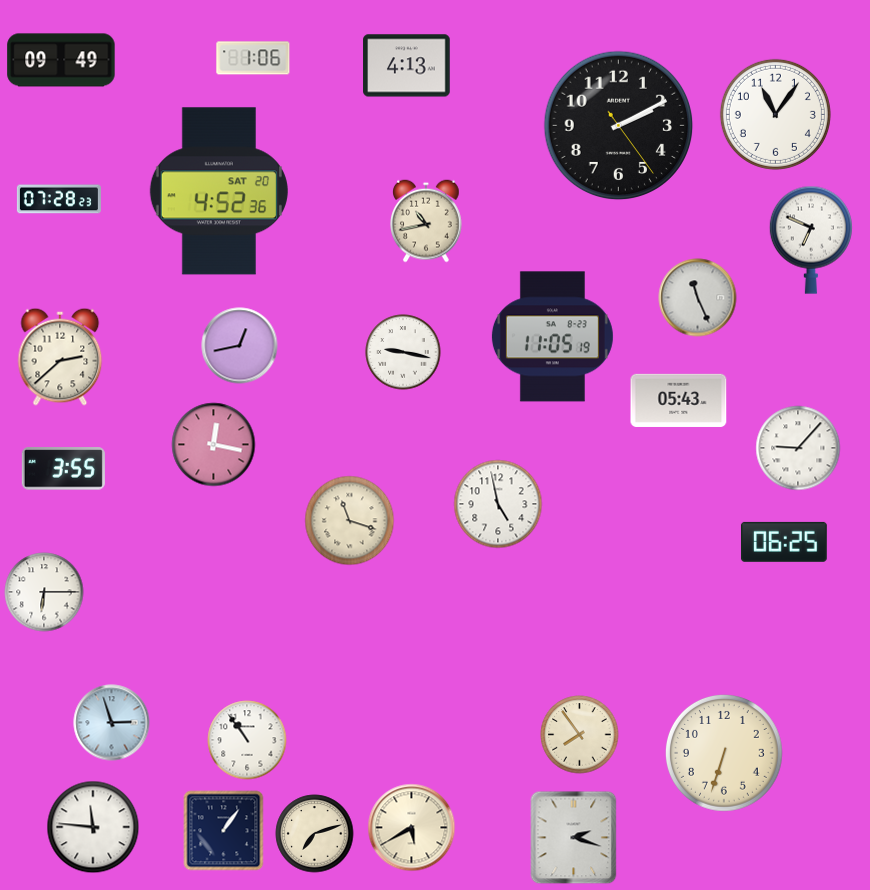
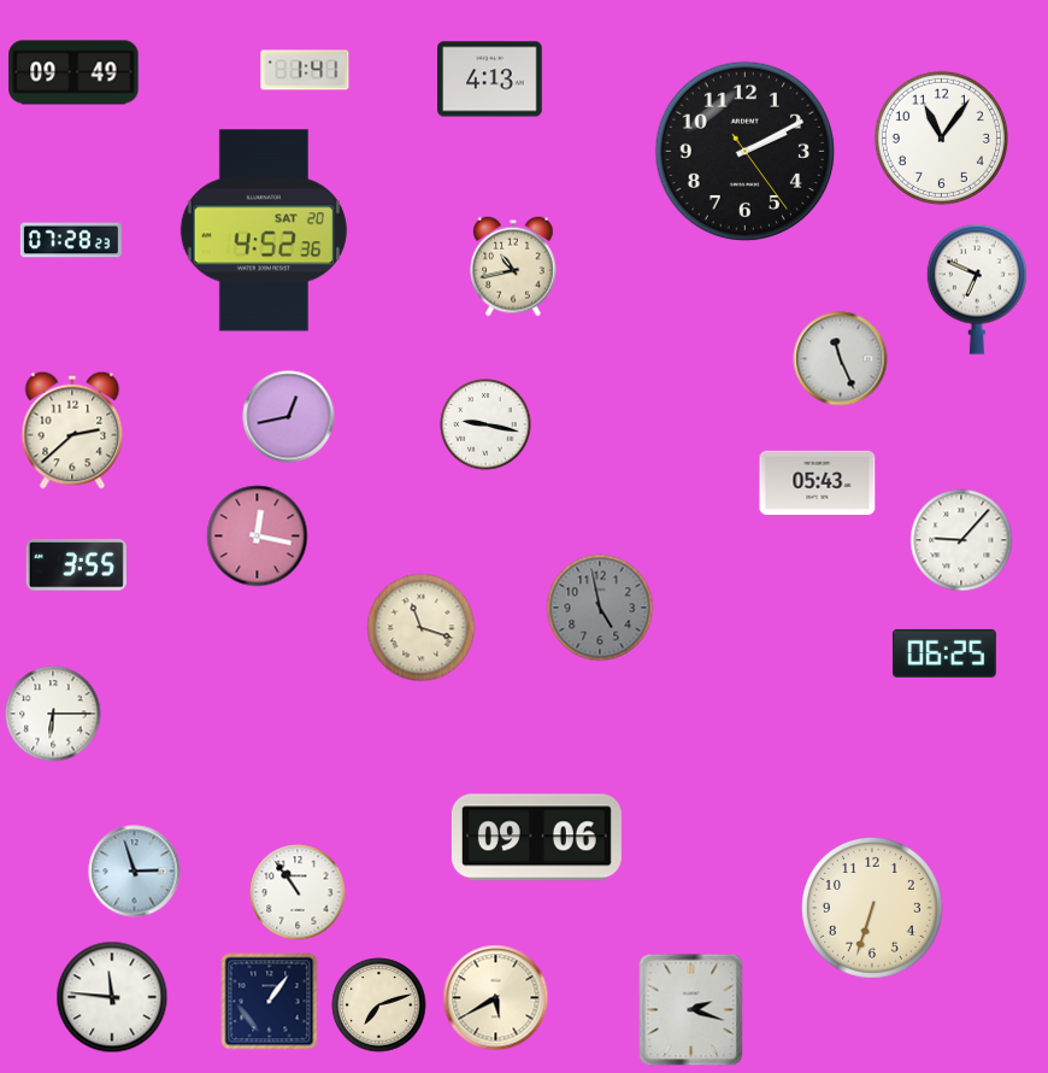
clock at (253, 58): 1:06 -> 1:41
clock at (775, 114) position: (775, 114) -> (941, 137)
clock at (552, 337): 11:05 -> none
clock at (498, 504) dial: white -> grey
clock at (536, 838): none -> 09:06
clock at (580, 735): 7:54 -> none
